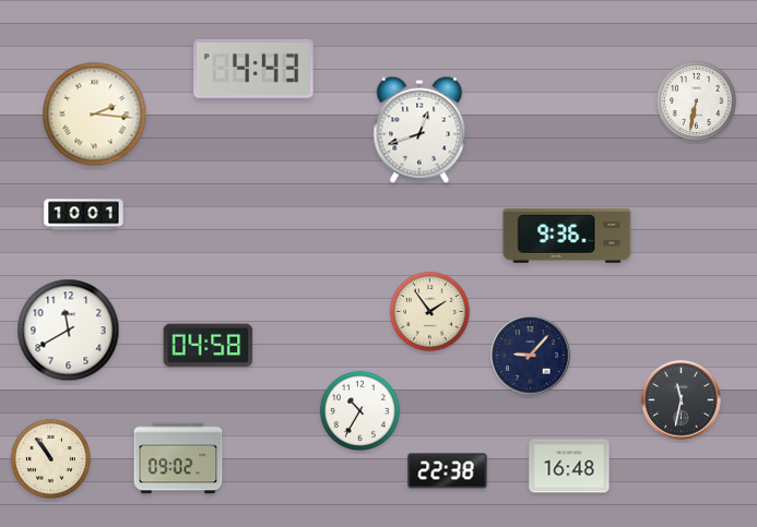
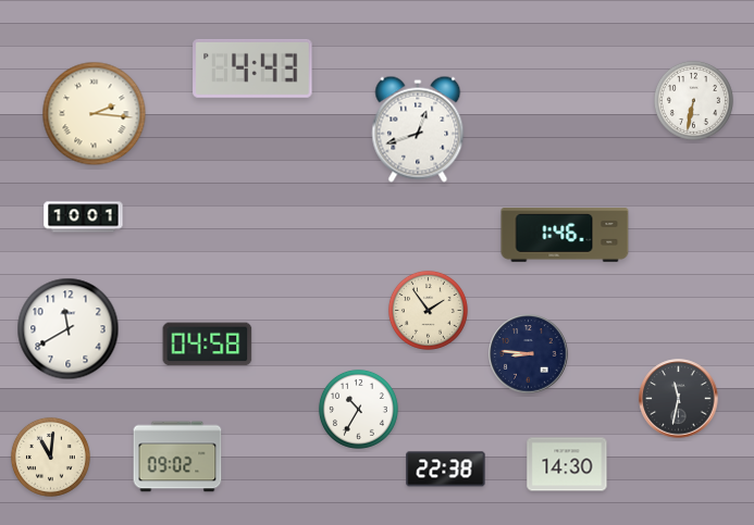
clock at (84, 215) position: (84, 215) -> (84, 217)
clock at (567, 236): 9:36 -> 1:46
clock at (531, 356): 9:07 -> 8:46
clock at (50, 458): 10:54 -> 11:01
clock at (569, 466): 16:48 -> 14:30
